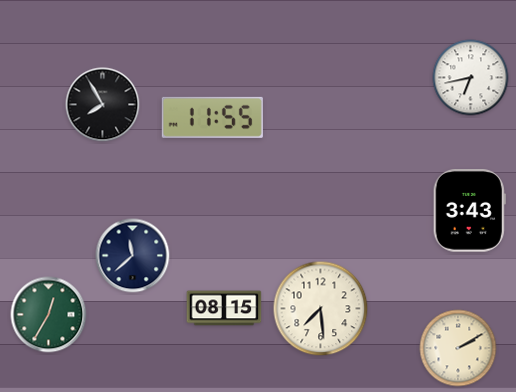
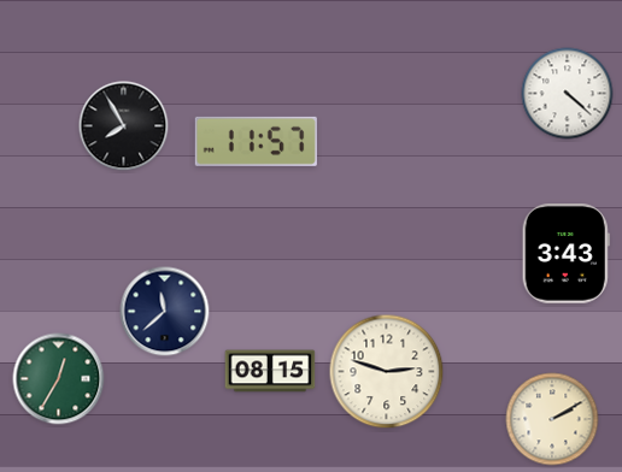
clock at (471, 78): 6:43 -> 4:22
clock at (212, 117): 11:55 -> 11:57
clock at (133, 256) position: (133, 256) -> (165, 312)
clock at (321, 309): 7:29 -> 2:48
